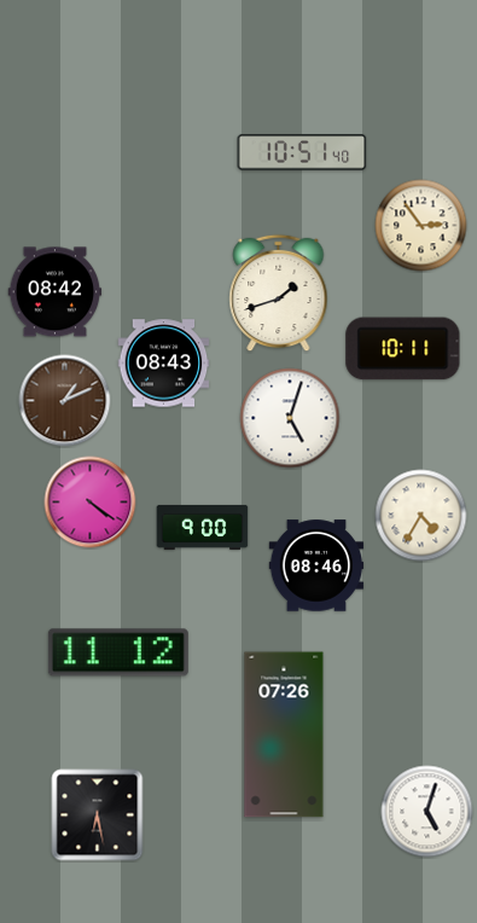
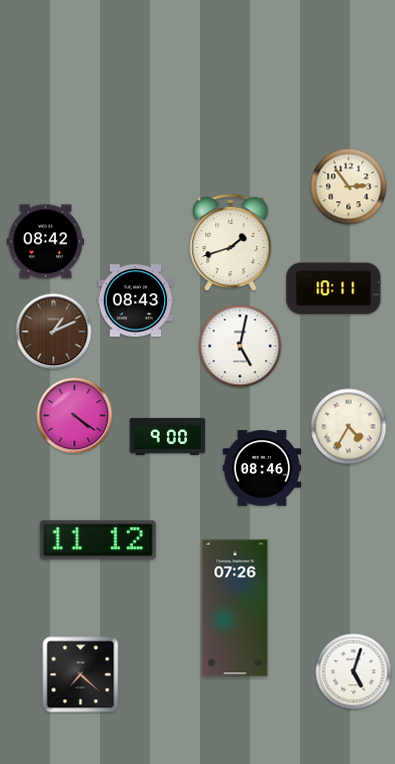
clock at (302, 152): 10:51 -> none
clock at (290, 418): 5:03 -> 5:02
clock at (98, 815): 6:28 -> 7:22
